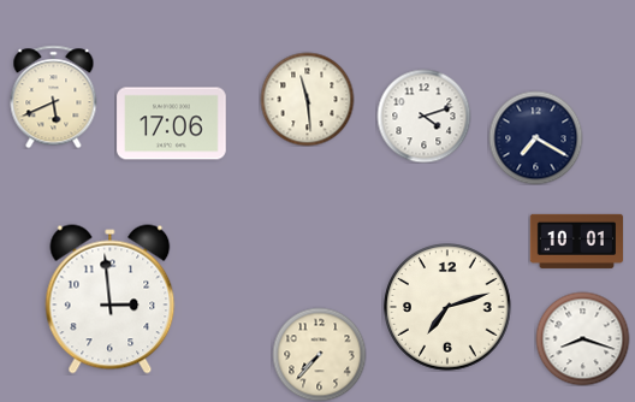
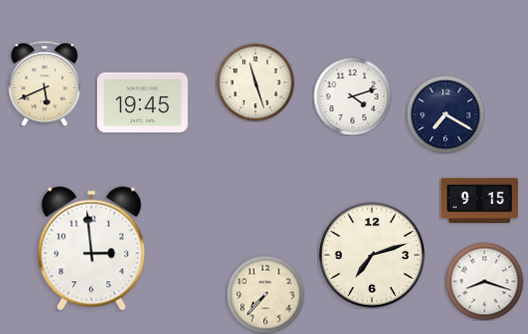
clock at (54, 96) position: (54, 96) -> (45, 83)
clock at (307, 99): 11:29 -> 11:27
clock at (172, 124): 17:06 -> 19:45
clock at (576, 241): 10:01 -> 9:15
